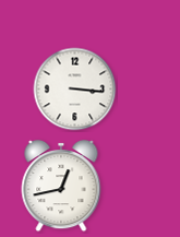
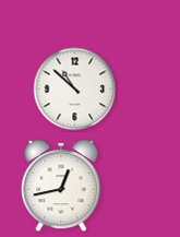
clock at (75, 90): 3:16 -> 10:52
